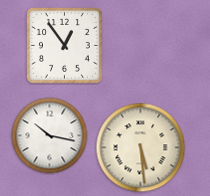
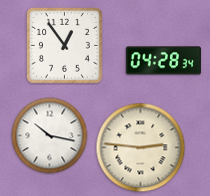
clock at (163, 61): none -> 04:28
clock at (141, 148): 5:29 -> 2:46
